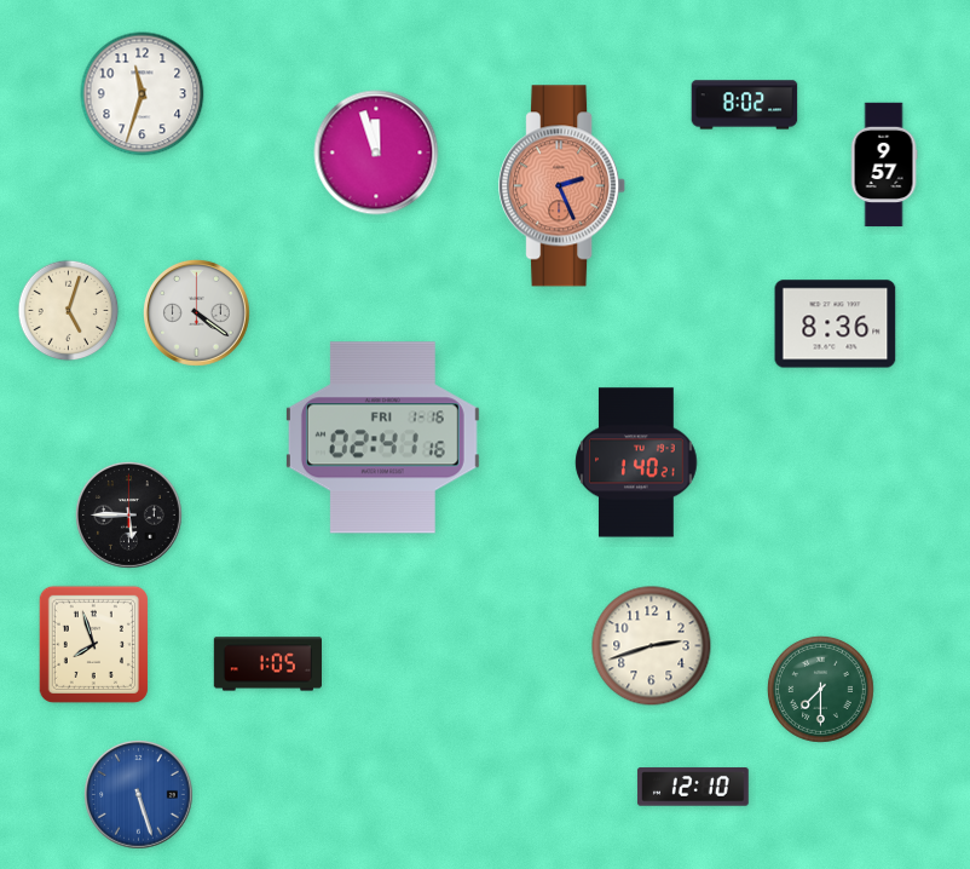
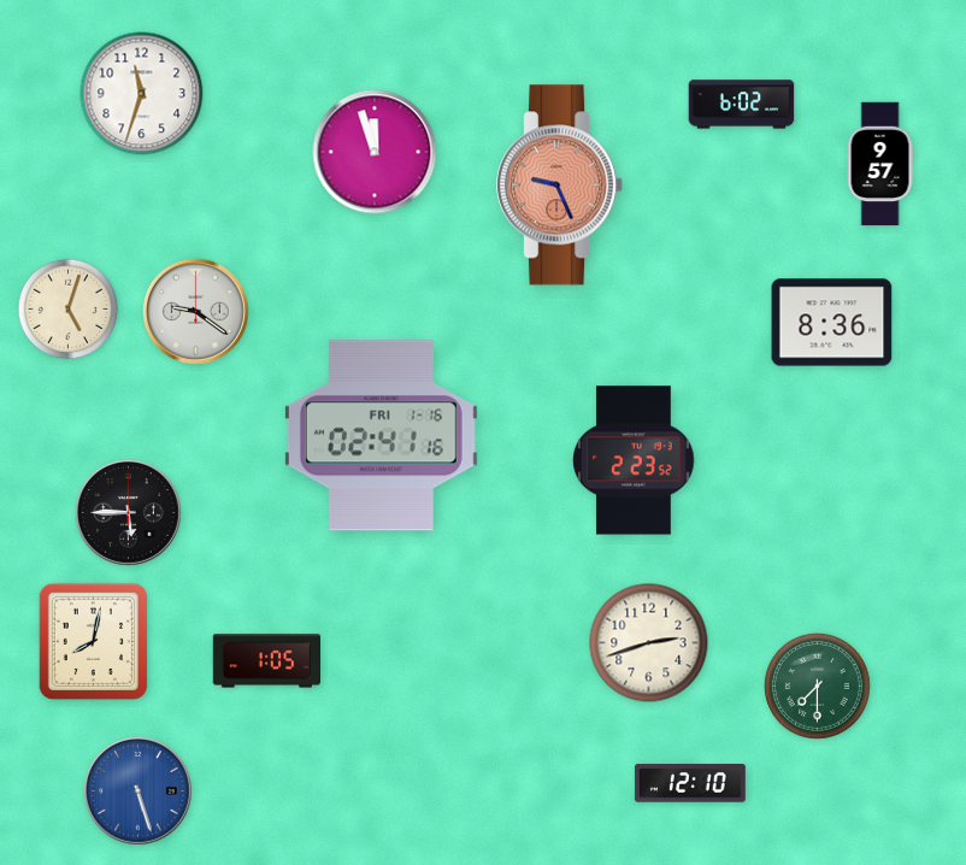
clock at (745, 105): 8:02 -> 6:02
clock at (562, 186): 2:26 -> 9:26
clock at (197, 313): 4:21 -> 9:21
clock at (636, 462): 1:40 -> 2:23
clock at (93, 644): 7:57 -> 8:02
